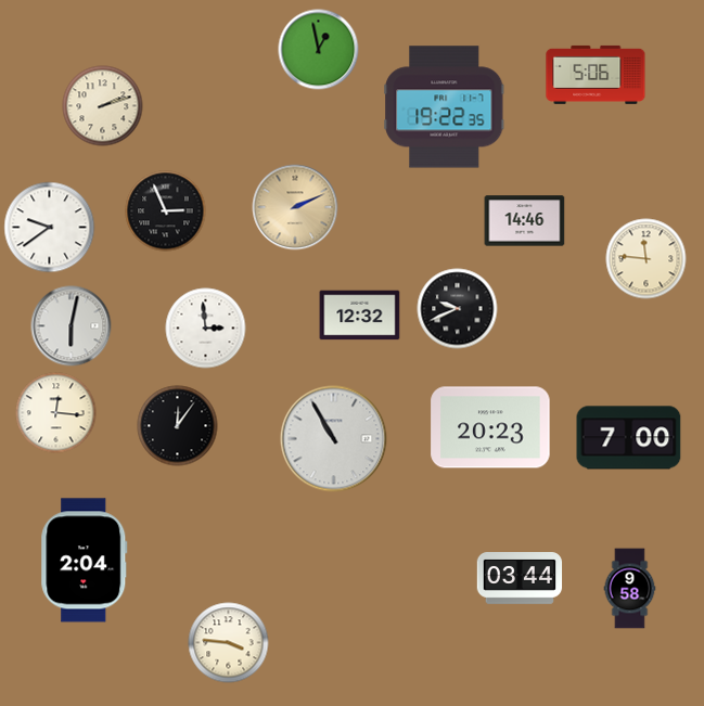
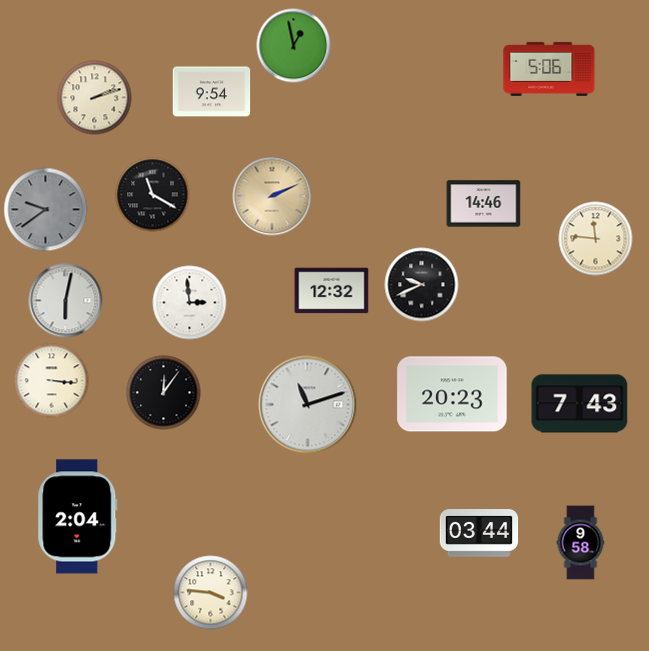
clock at (212, 92): none -> 9:54
clock at (445, 107): 19:22 -> none
clock at (295, 207) position: (295, 207) -> (272, 196)
clock at (166, 211): 2:56 -> 11:20
clock at (50, 228) dial: white -> grey
clock at (56, 413): 12:16 -> 3:16
clock at (629, 438): 7:00 -> 7:43
clock at (334, 439): 10:55 -> 11:12
